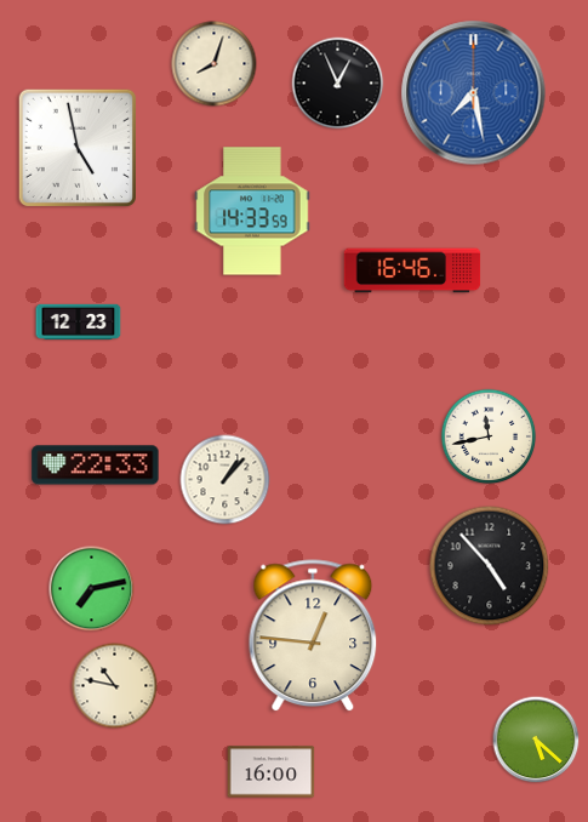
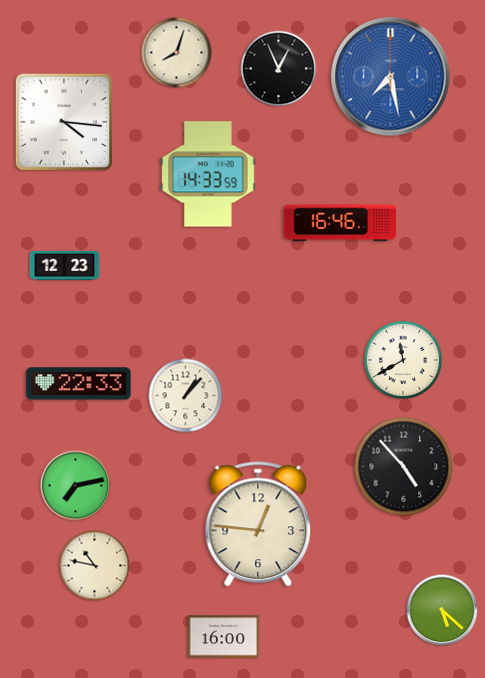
clock at (78, 148): 4:58 -> 4:16
clock at (489, 436): 11:43 -> 11:40
